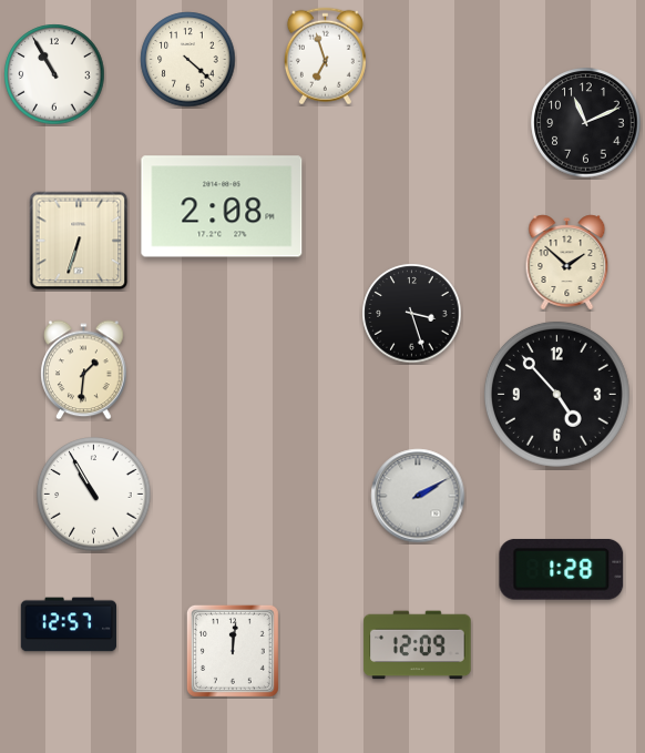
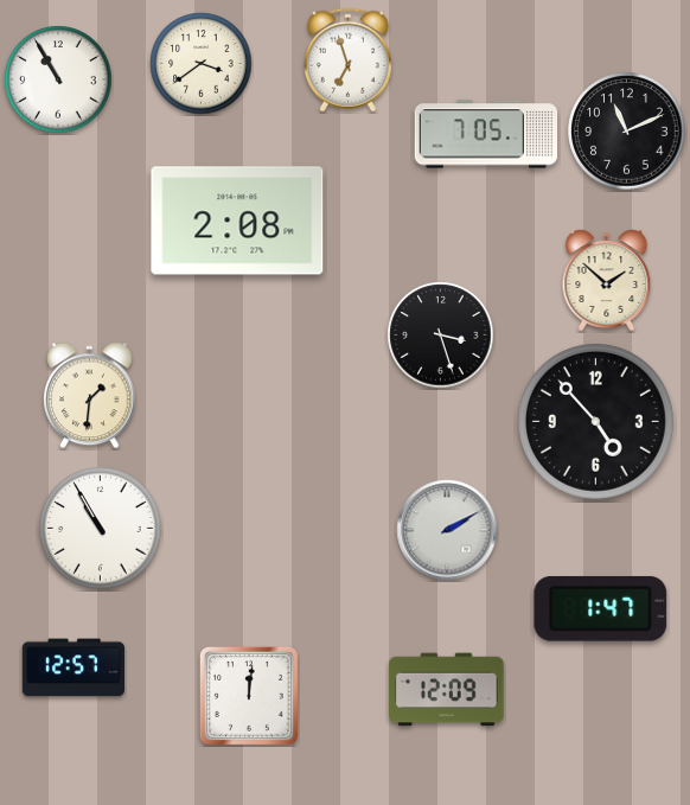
clock at (188, 60): 4:22 -> 3:39
clock at (485, 134): none -> 7:05
clock at (79, 241): 6:33 -> none
clock at (562, 569): 1:28 -> 1:47
